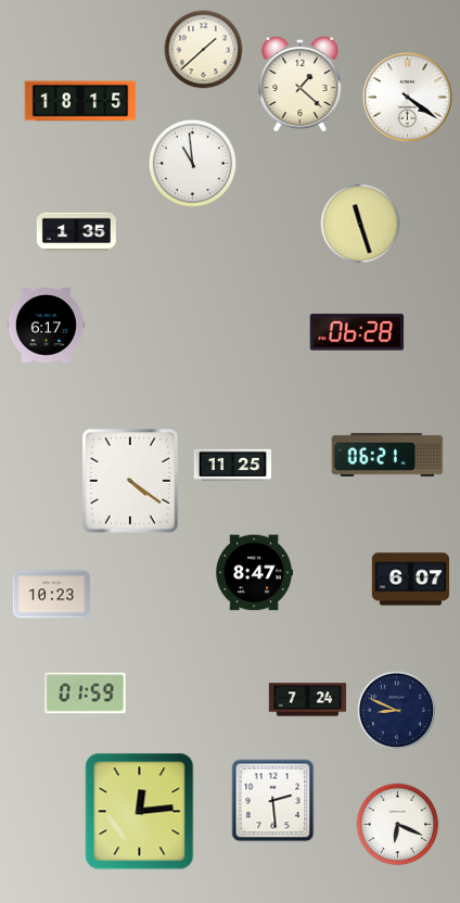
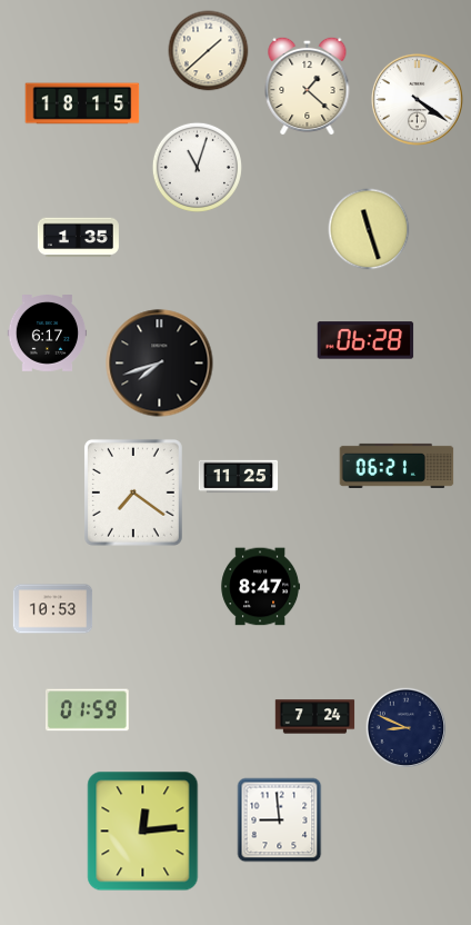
clock at (192, 163): 10:59 -> 11:03
clock at (160, 364): none -> 7:42
clock at (130, 481): 4:21 -> 7:21
clock at (411, 580): 6:07 -> none
clock at (52, 595): 10:23 -> 10:53
clock at (273, 801): 2:29 -> 8:59
clock at (398, 825): 6:19 -> none
